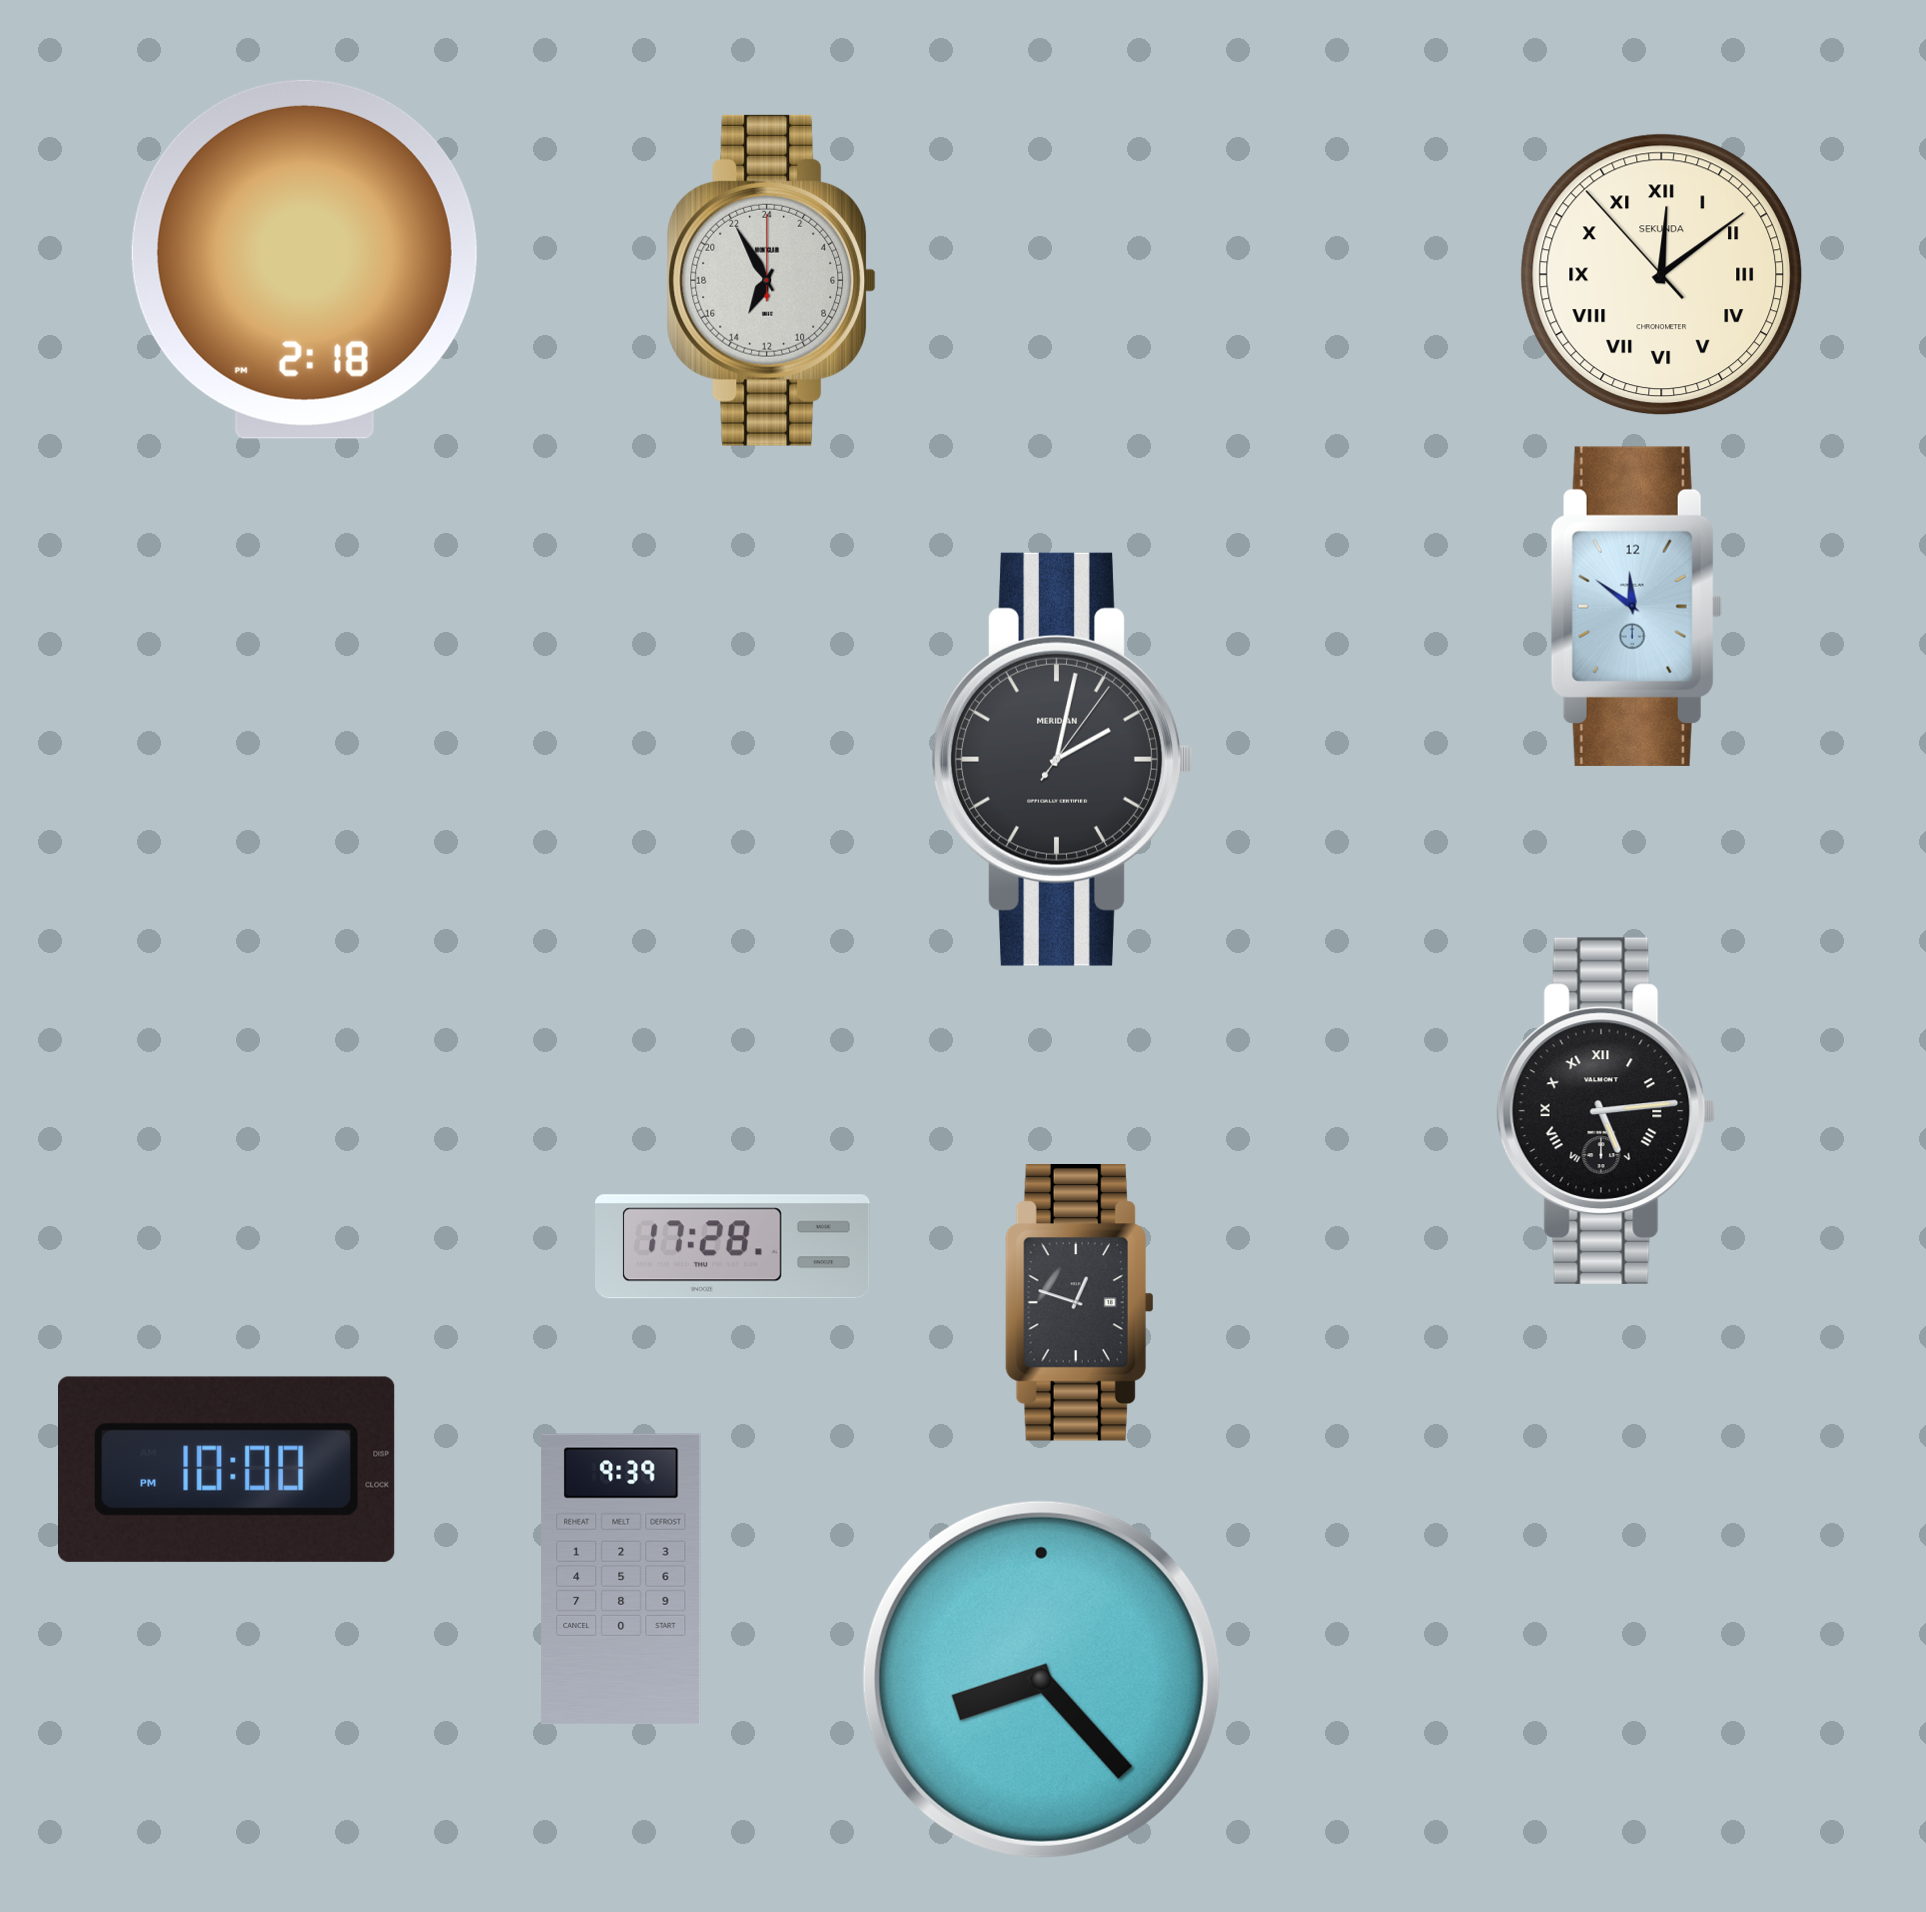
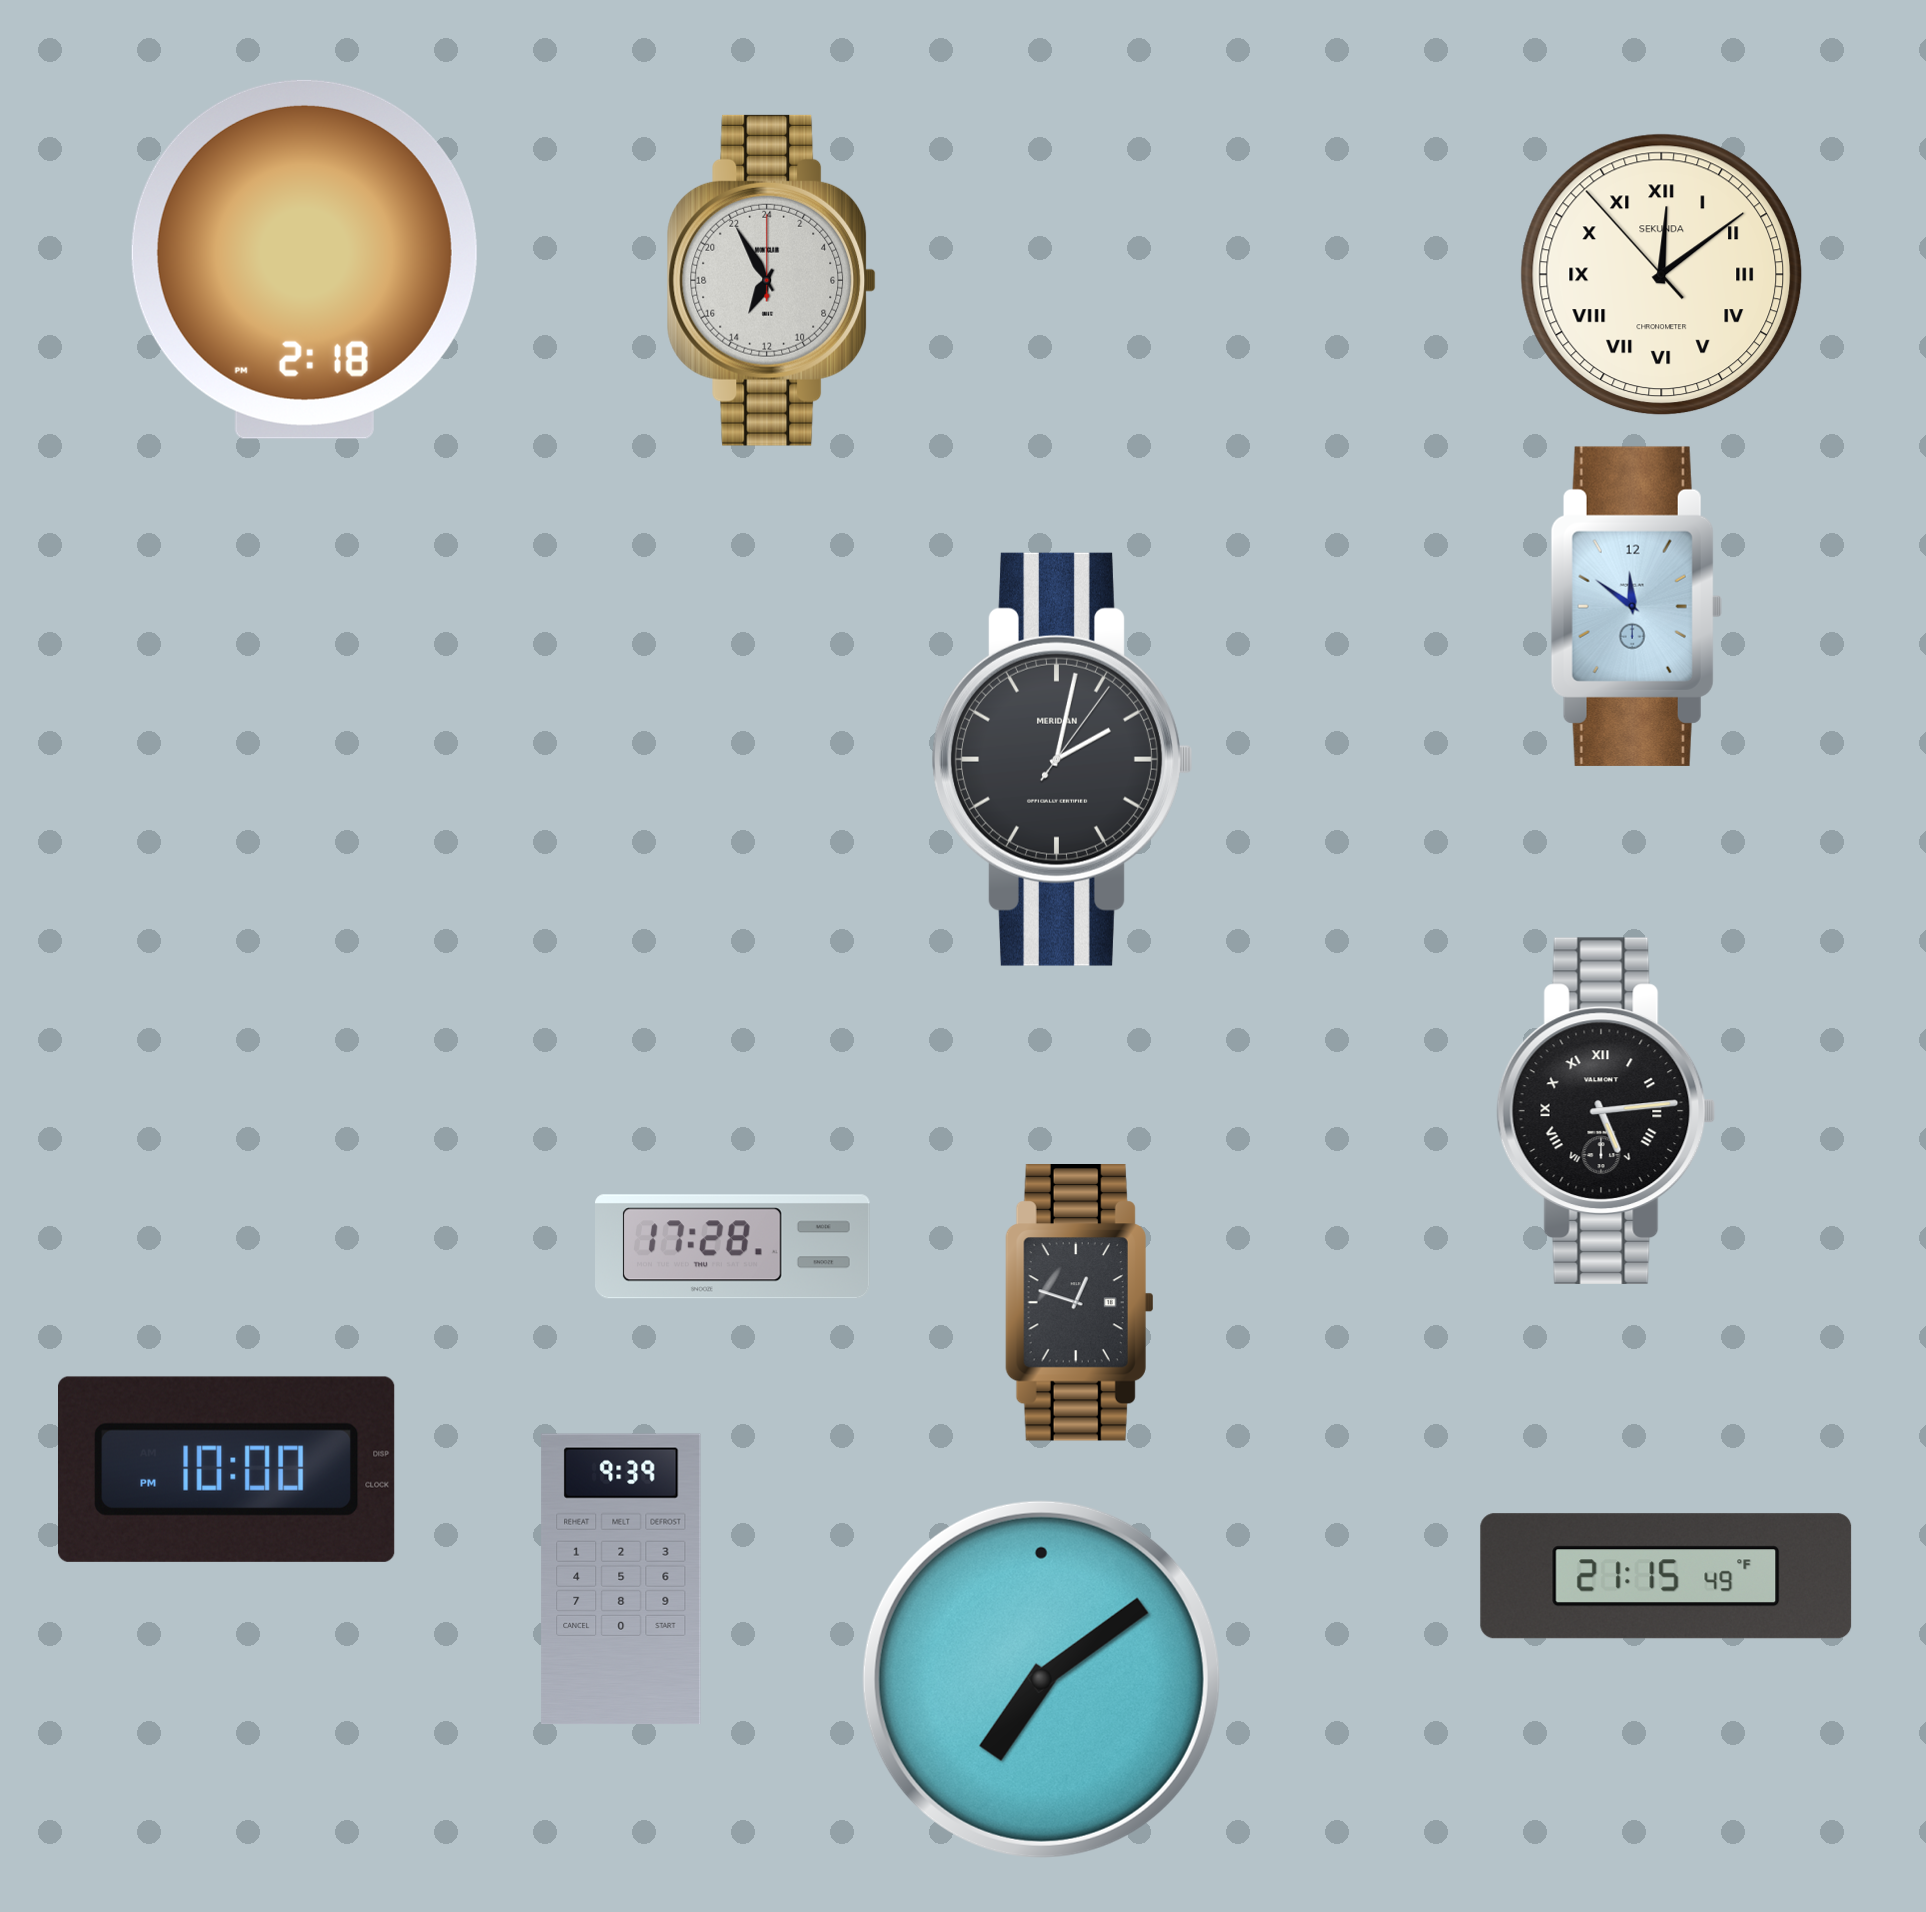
clock at (1666, 1576): none -> 21:15
clock at (1041, 1679): 8:23 -> 7:09
